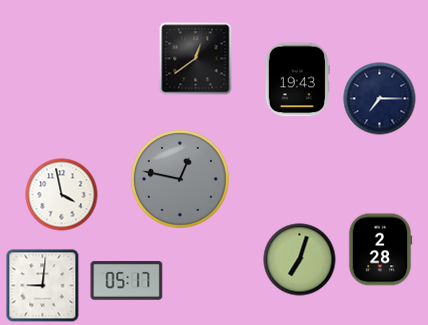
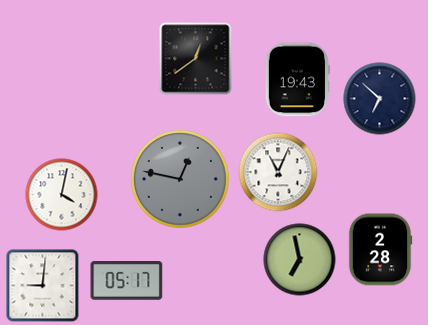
clock at (380, 99): 7:15 -> 6:52
clock at (278, 172): none -> 11:04
clock at (62, 195): 3:58 -> 4:02
clock at (300, 260): 7:03 -> 6:58
